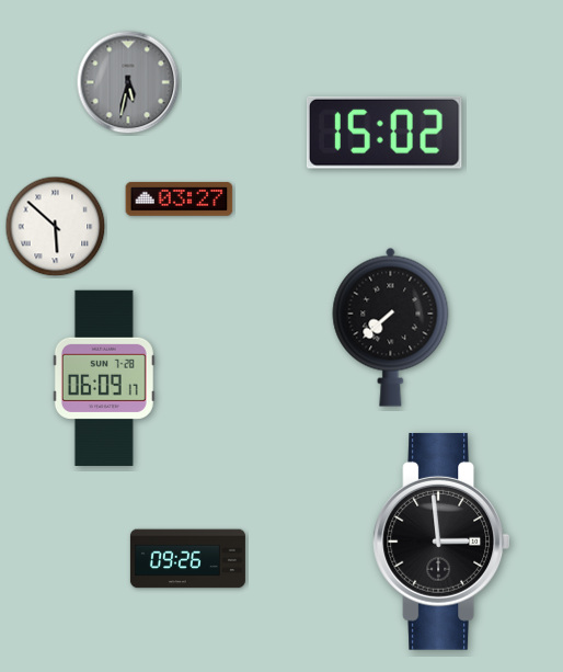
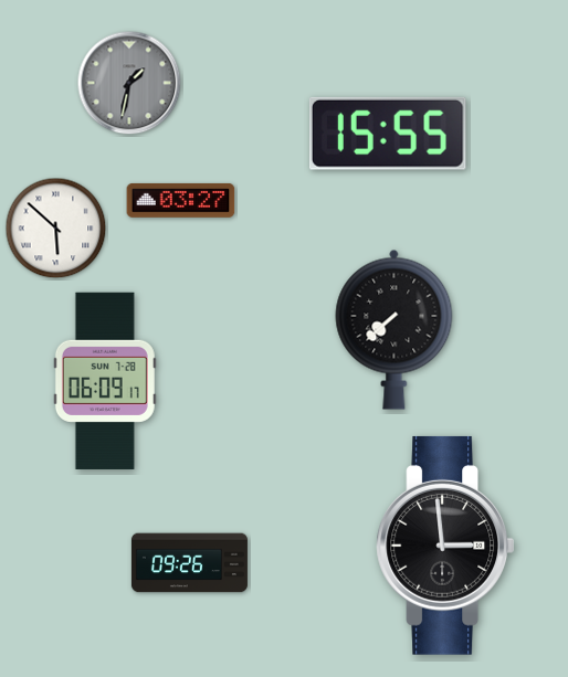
clock at (128, 82): 5:32 -> 1:32
clock at (384, 133): 15:02 -> 15:55
